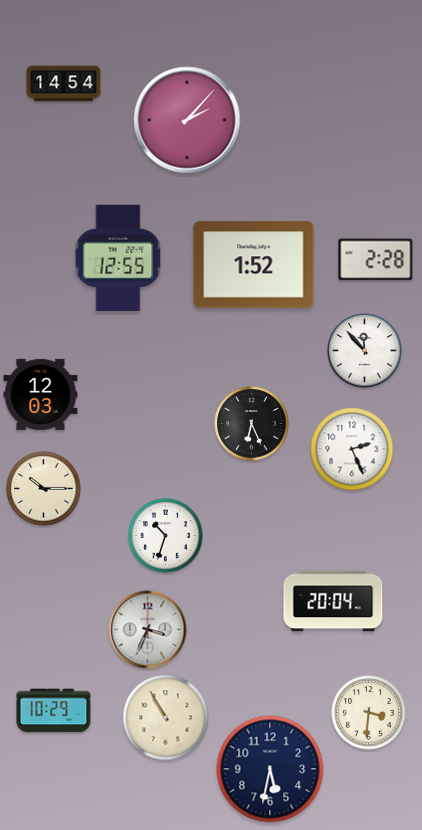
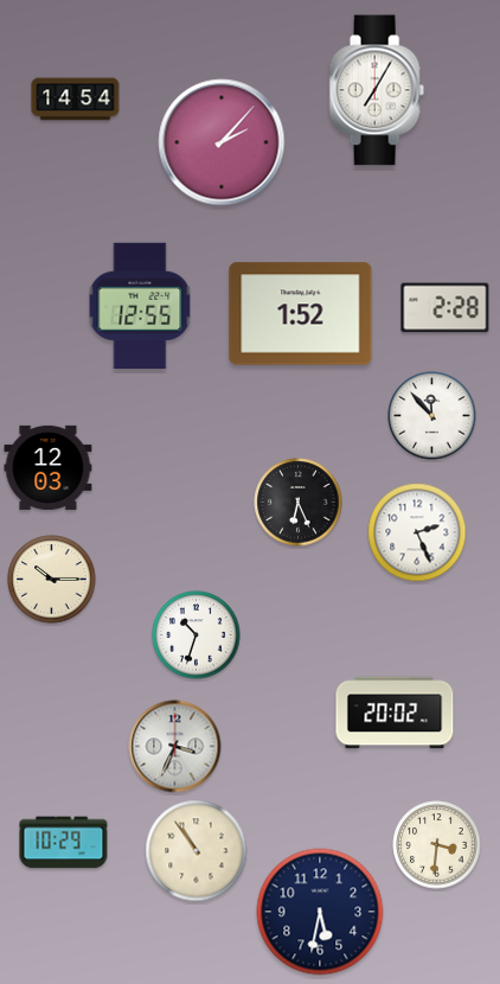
clock at (377, 90): none -> 7:05
clock at (333, 601): 20:04 -> 20:02
clock at (166, 718): 10:55 -> 10:54
